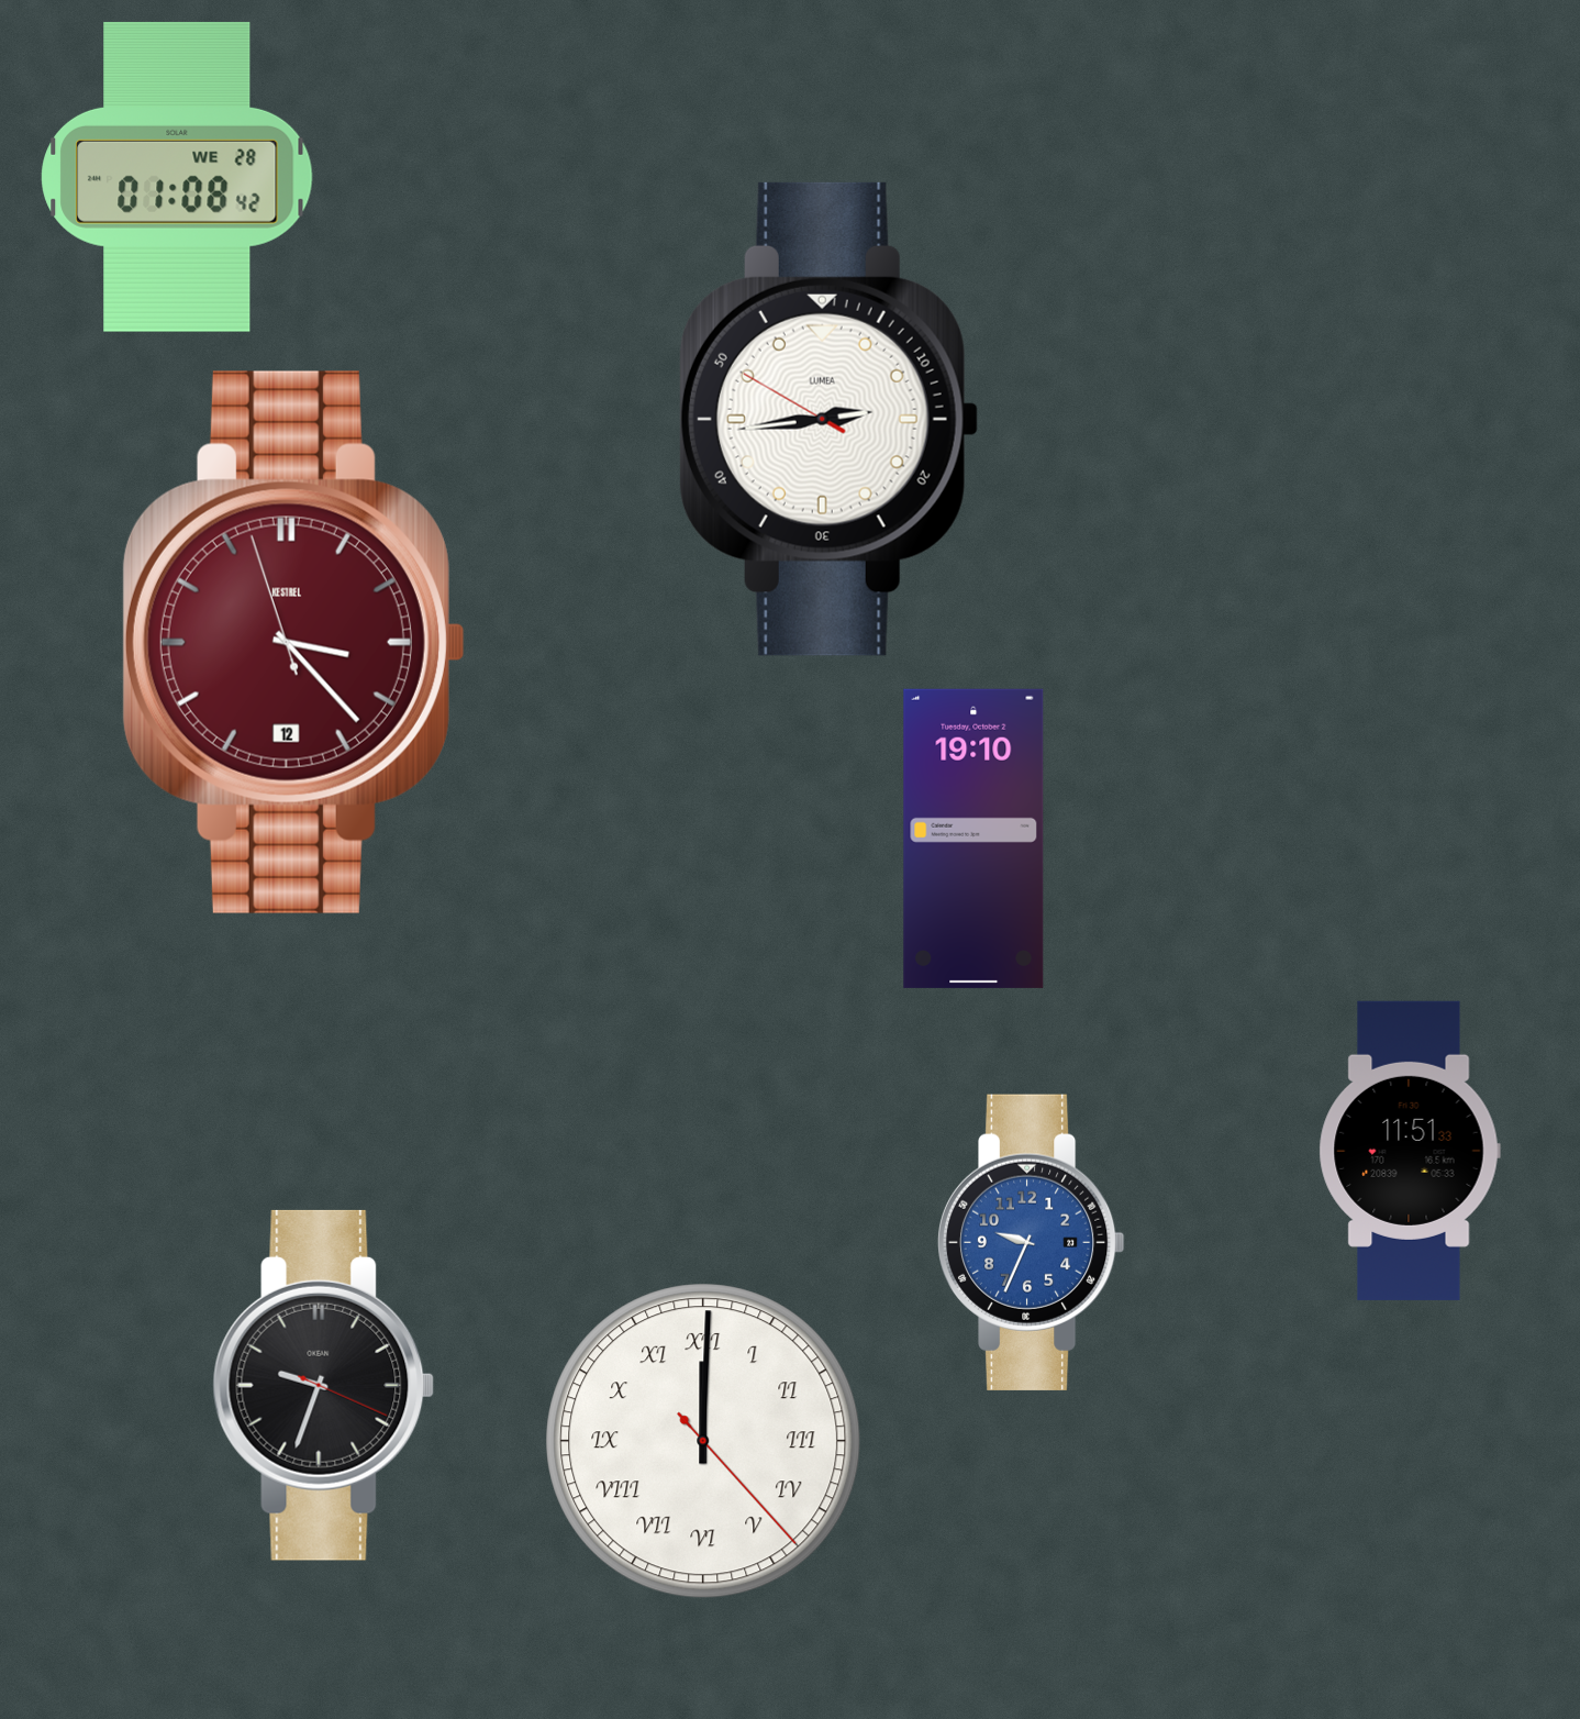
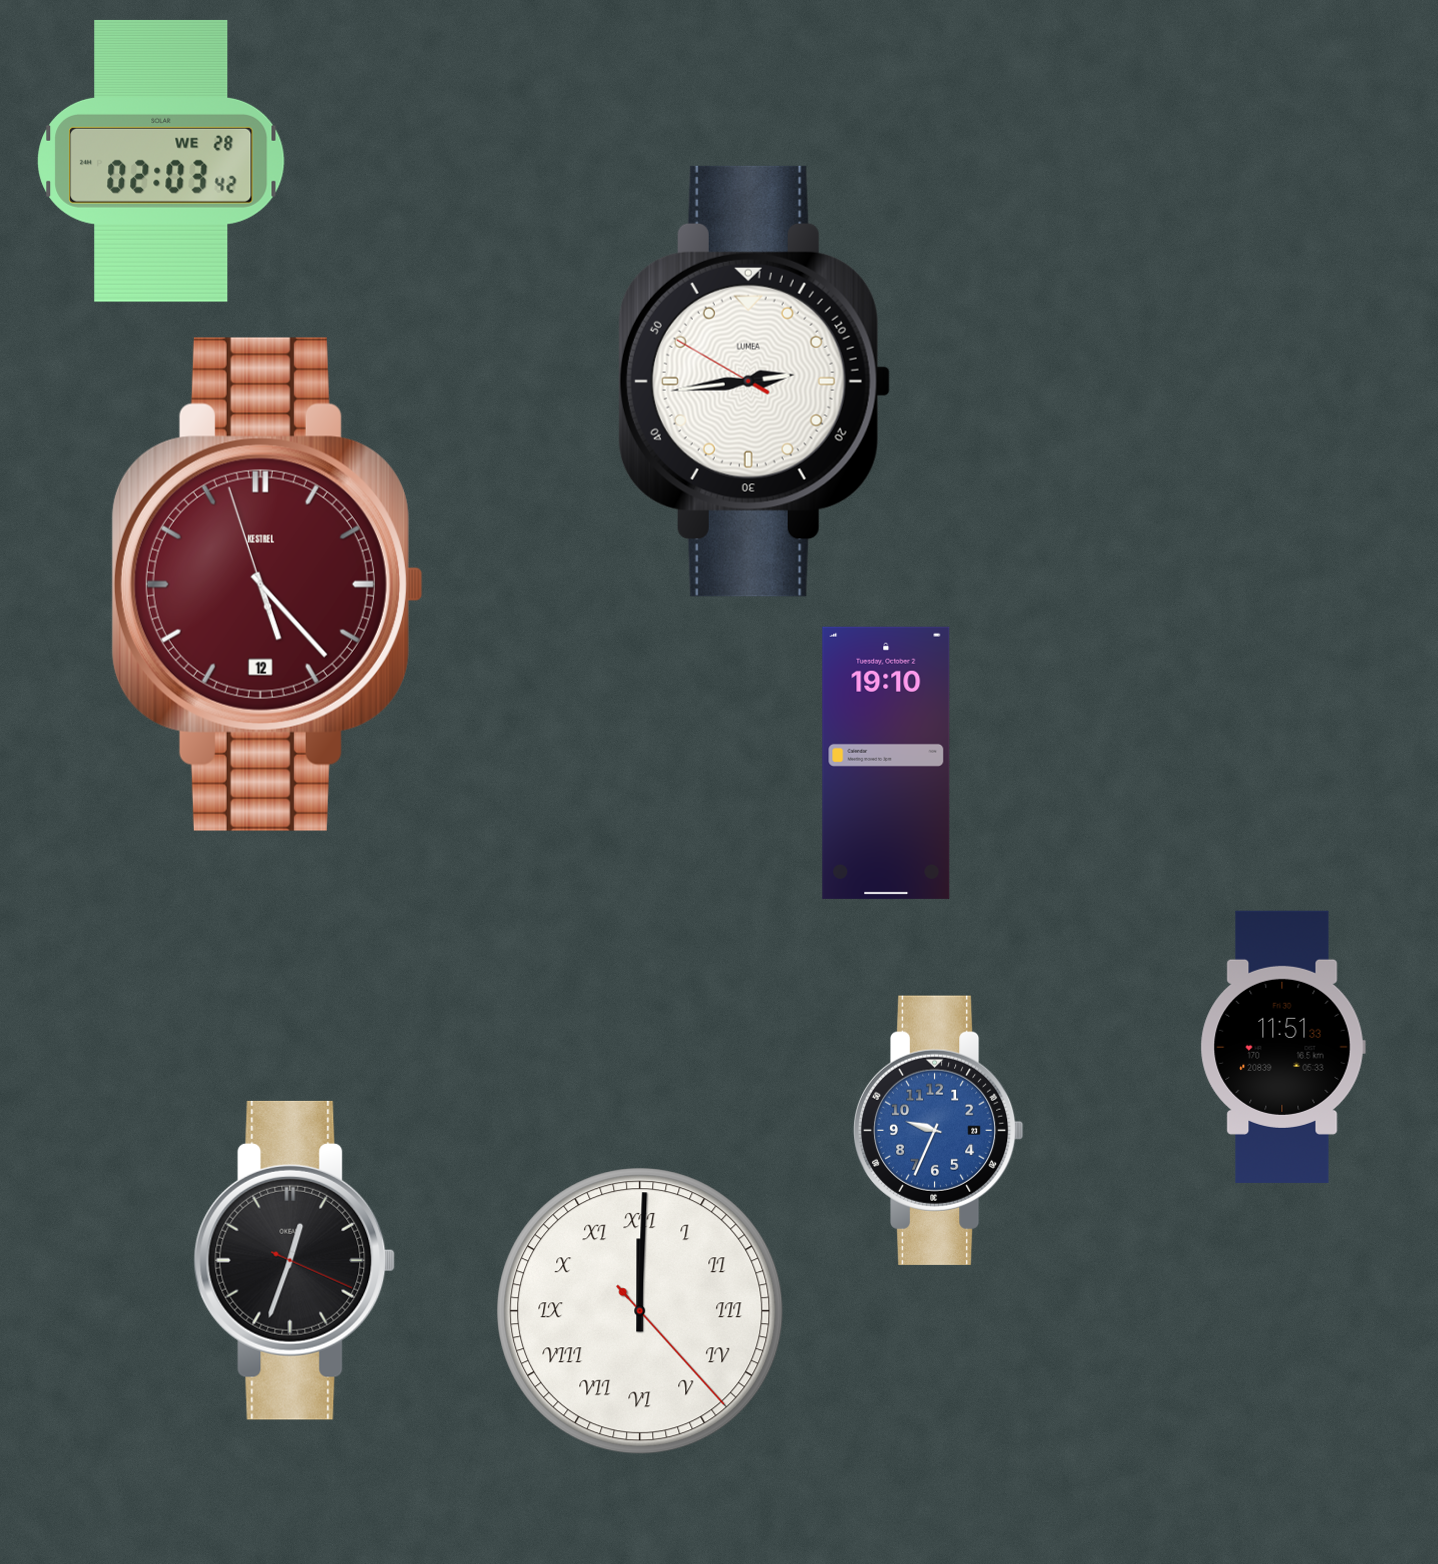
clock at (177, 177): 01:08 -> 02:03
clock at (293, 642): 3:22 -> 5:22
clock at (324, 1385): 9:33 -> 12:33
